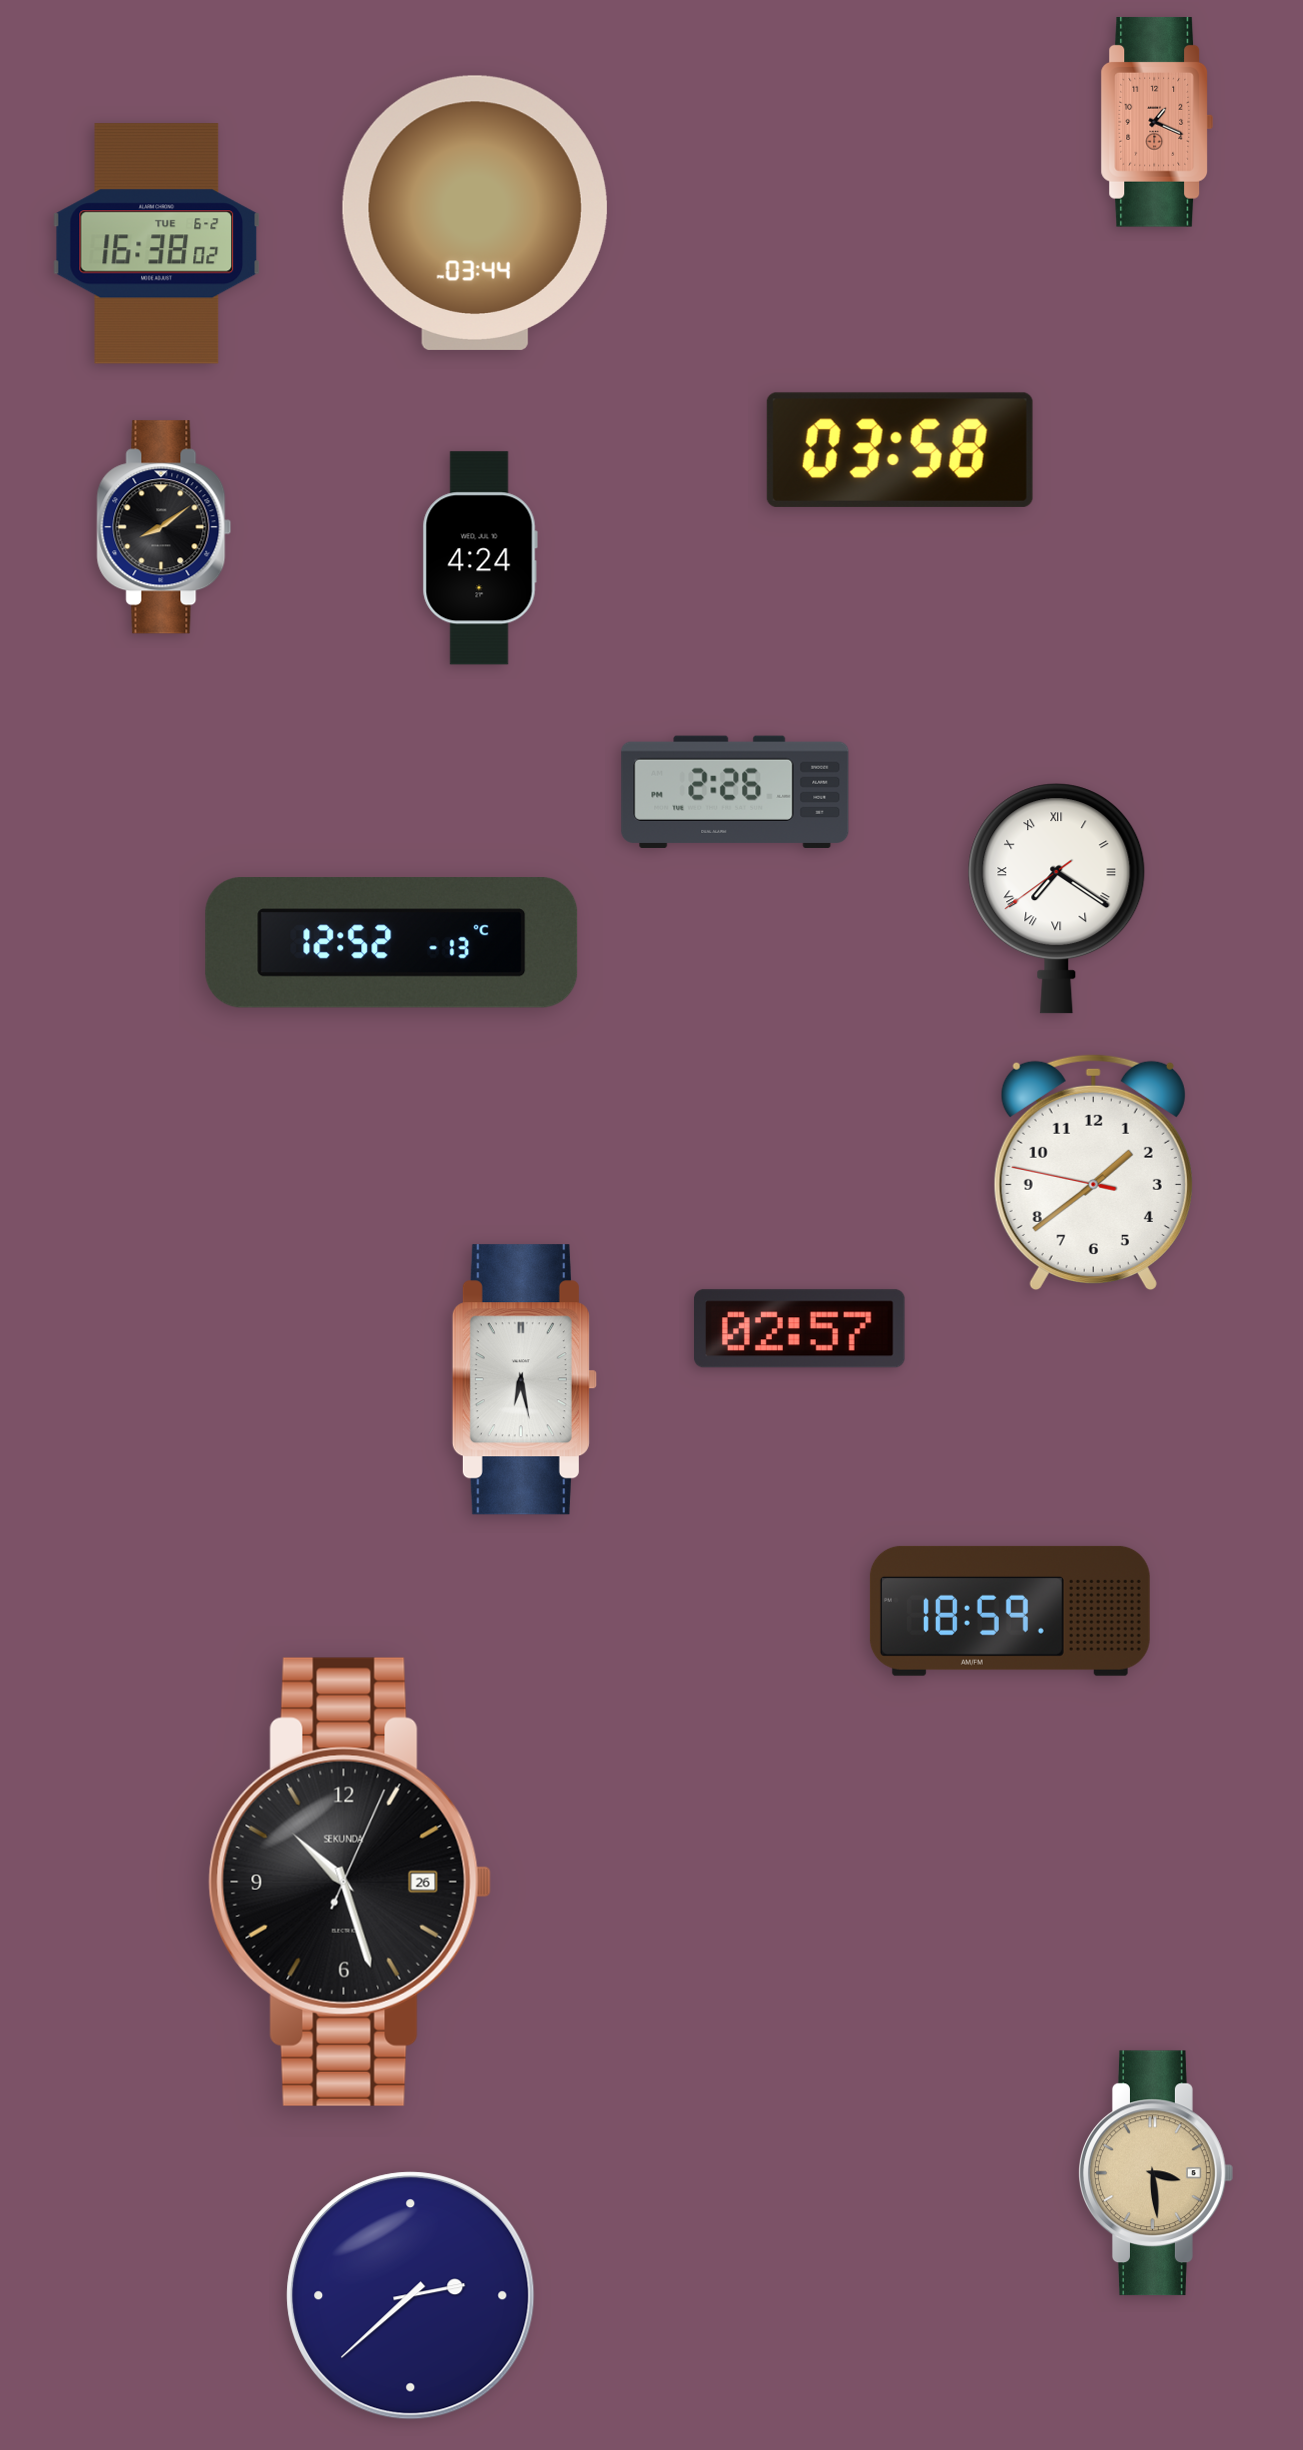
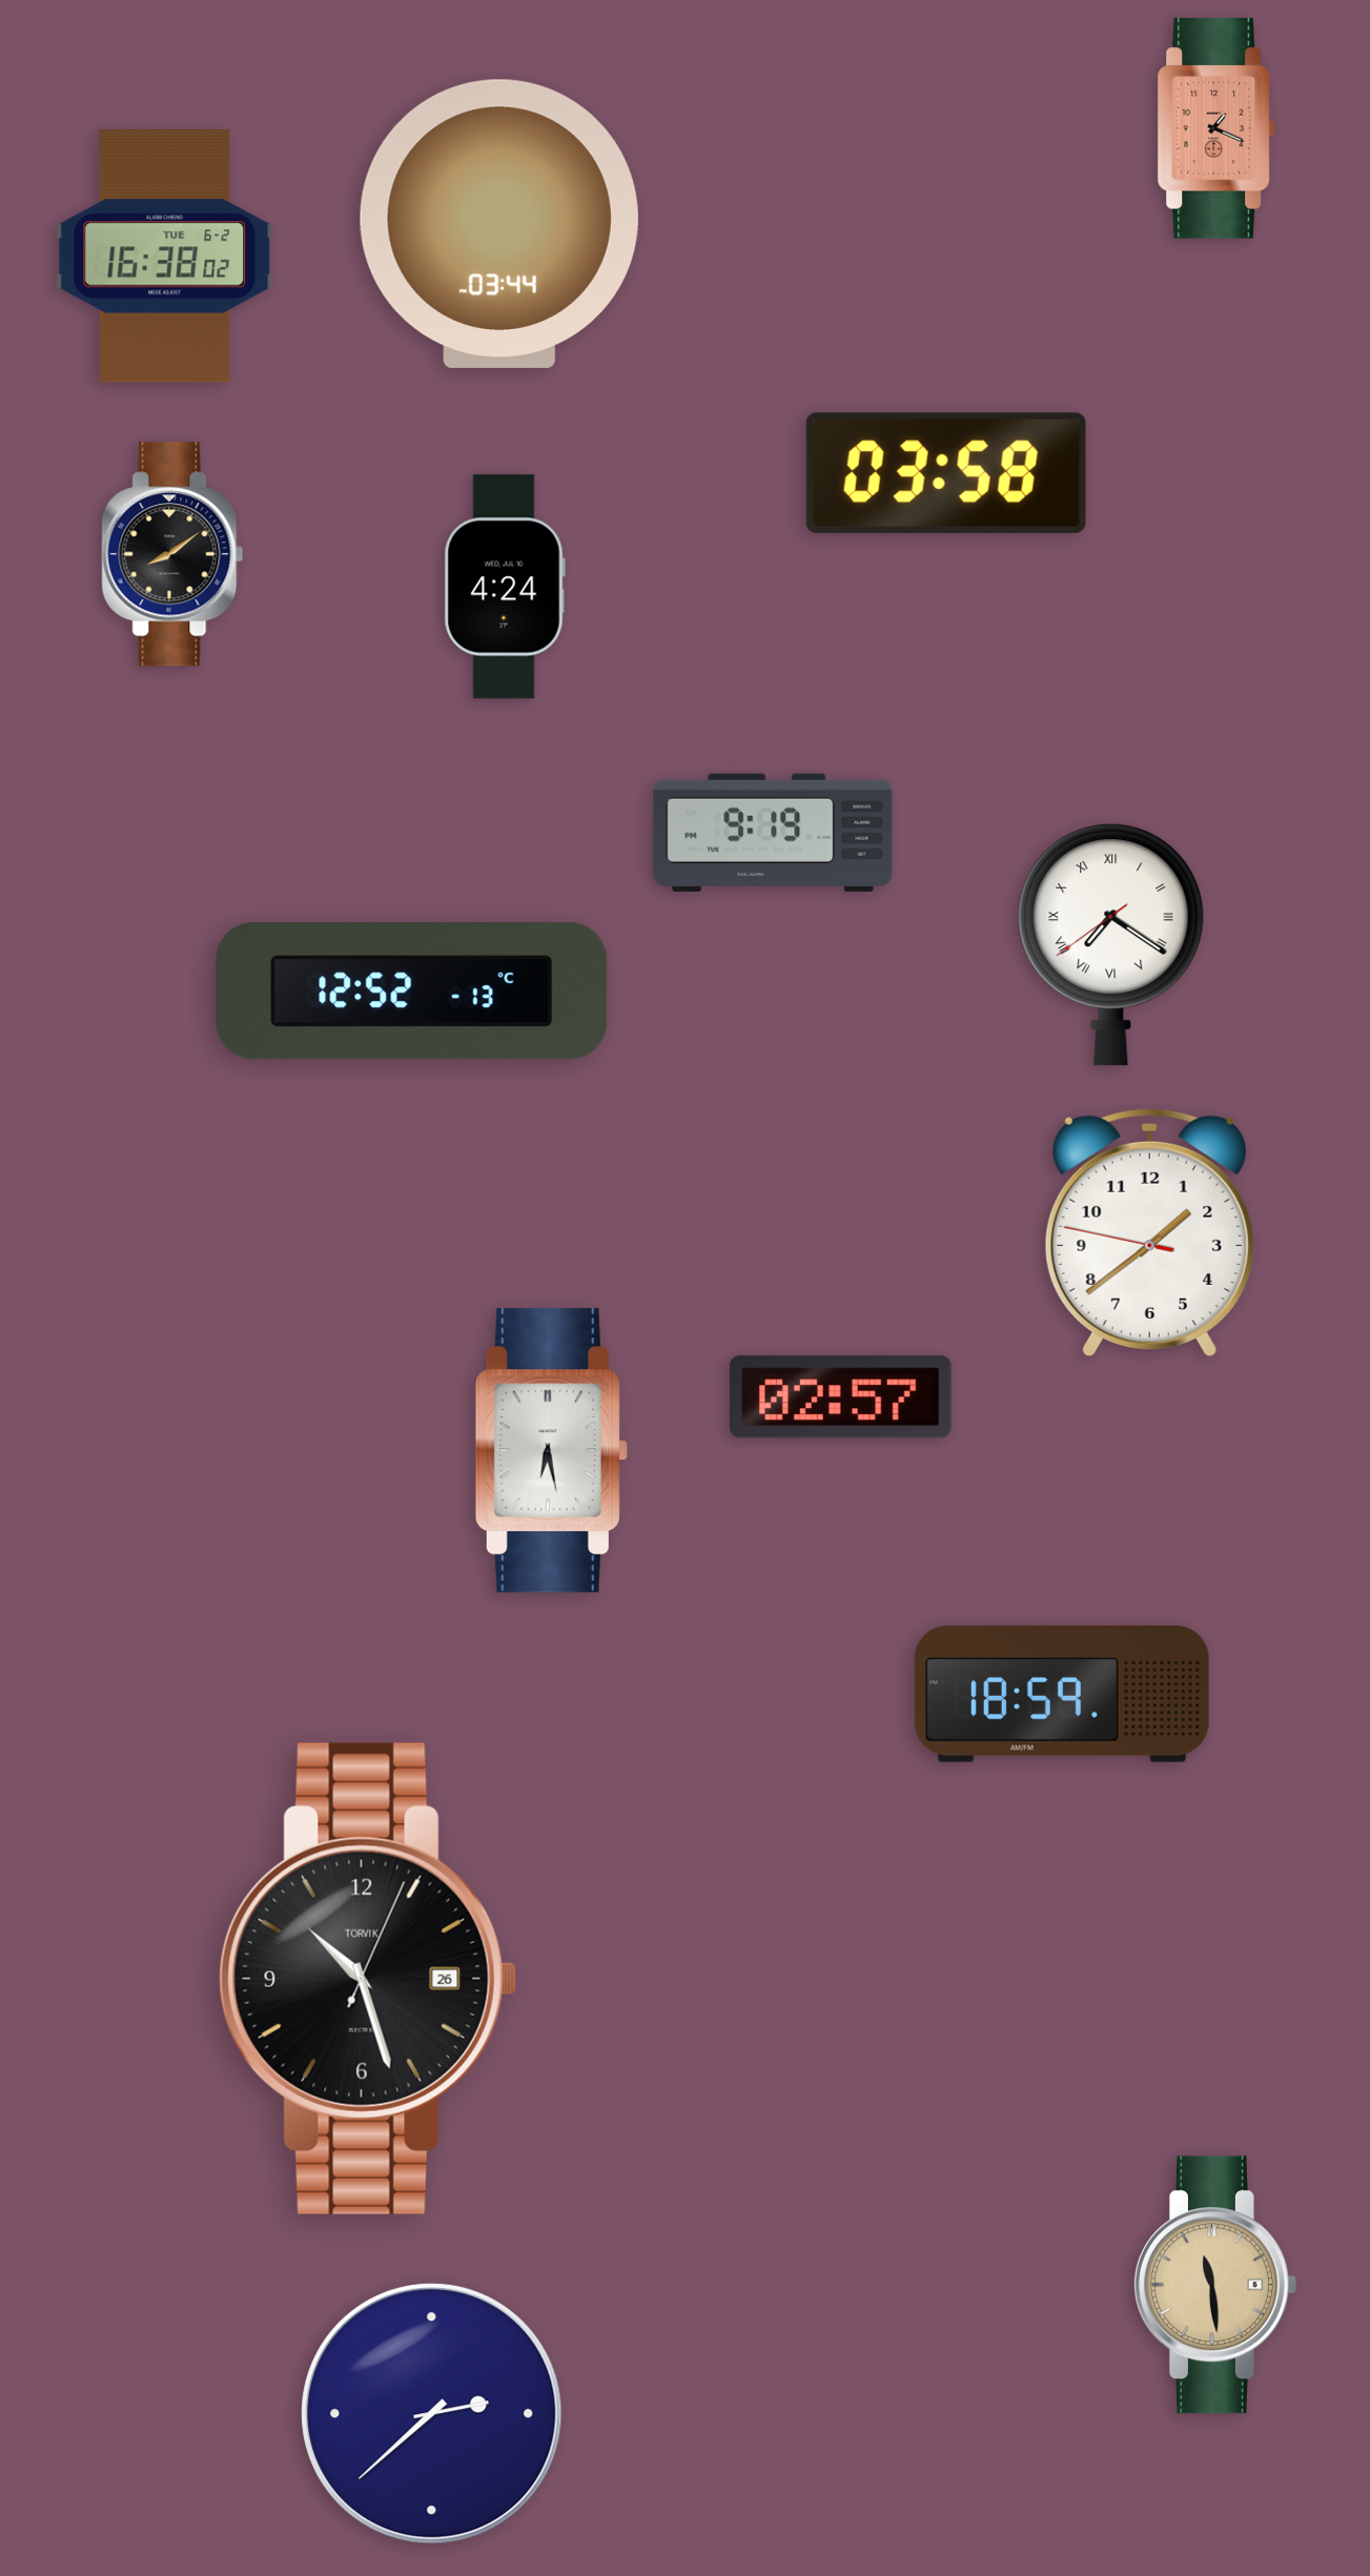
clock at (735, 792): 2:26 -> 9:19
clock at (350, 1882) brand: SEKUNDA -> TORVIK
clock at (1156, 2173): 3:29 -> 11:29
